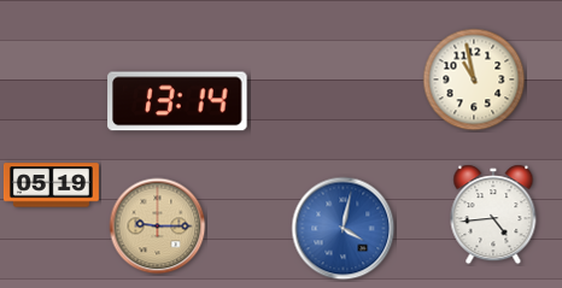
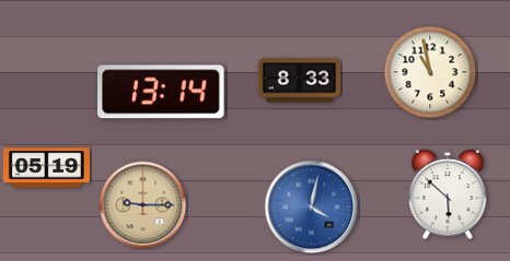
clock at (299, 81): none -> 8:33
clock at (493, 214): 4:44 -> 5:52
